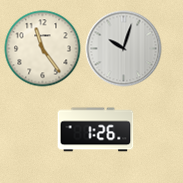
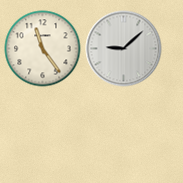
clock at (124, 49): 10:03 -> 9:08
clock at (96, 130): 1:26 -> none
